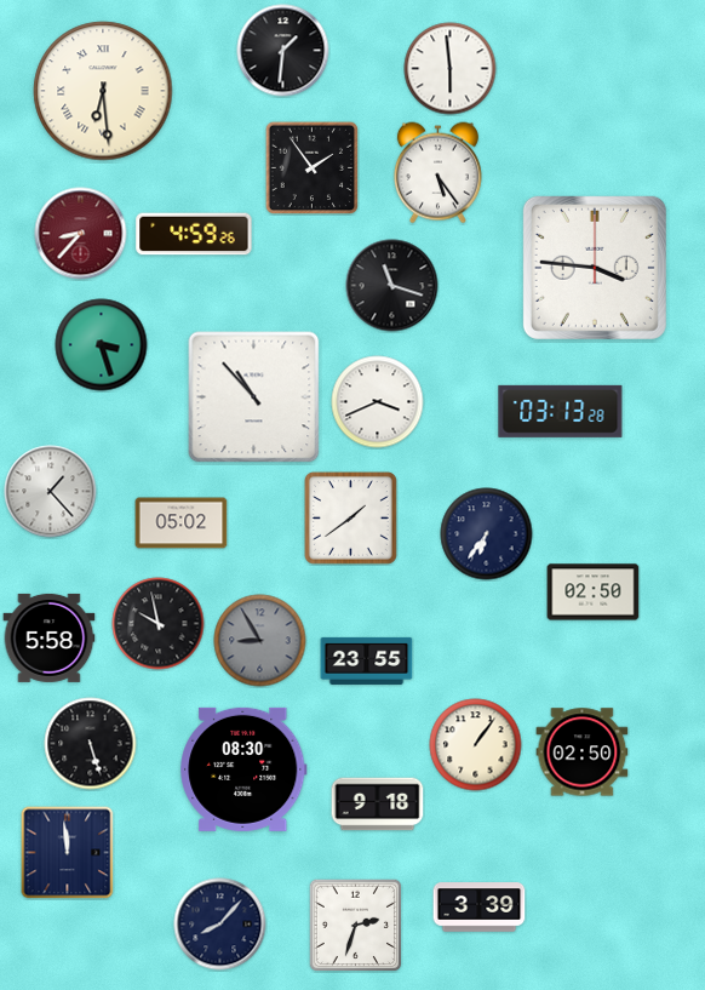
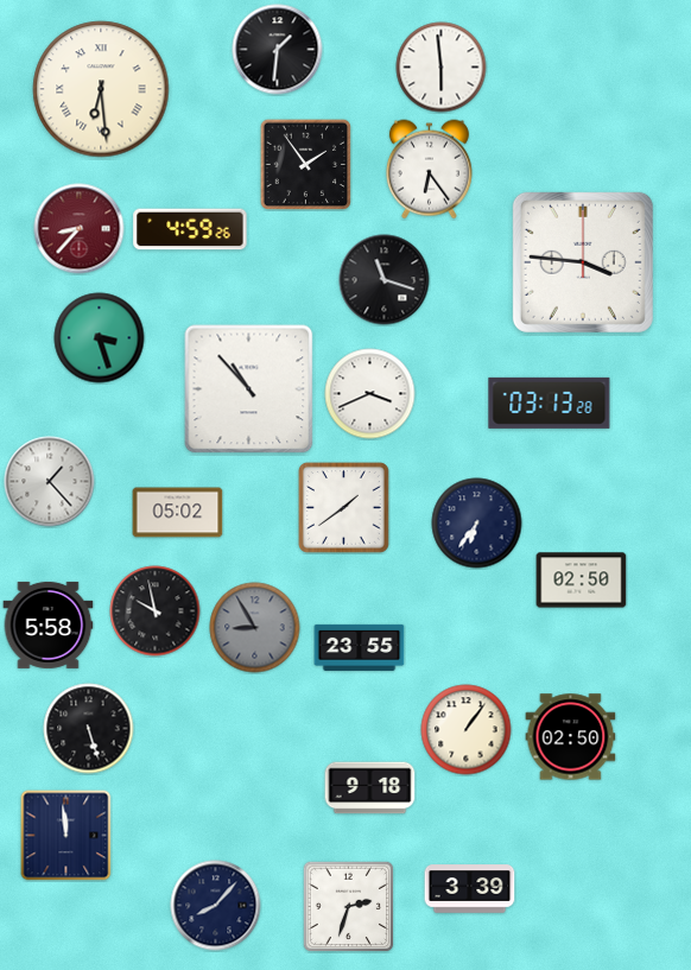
clock at (437, 173): 5:24 -> 6:24
clock at (243, 769): 08:30 -> none
